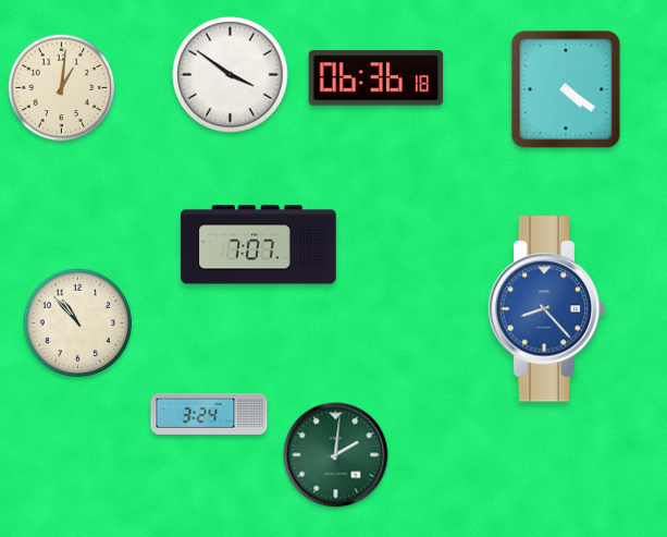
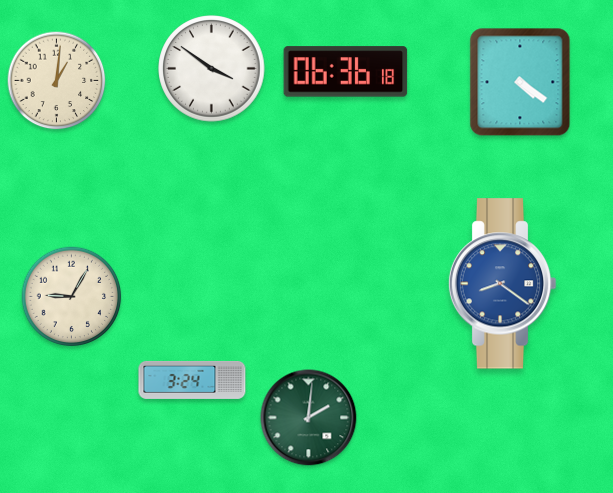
clock at (259, 245): 7:07 -> none
clock at (546, 309): 8:23 -> 8:21
clock at (78, 324): 10:53 -> 9:05
